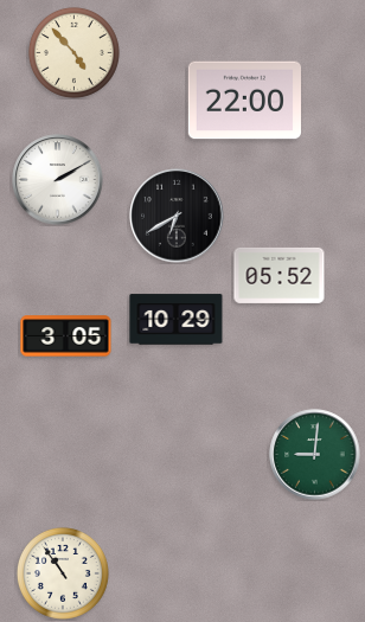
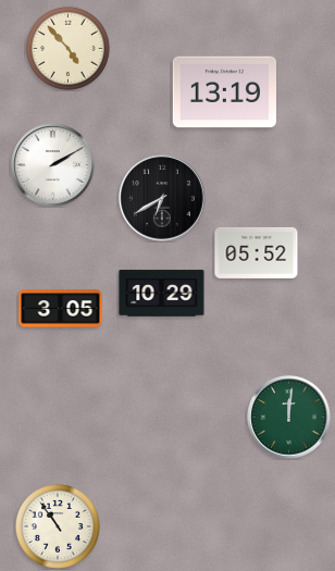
clock at (244, 101): 22:00 -> 13:19
clock at (315, 455): 9:01 -> 12:01
